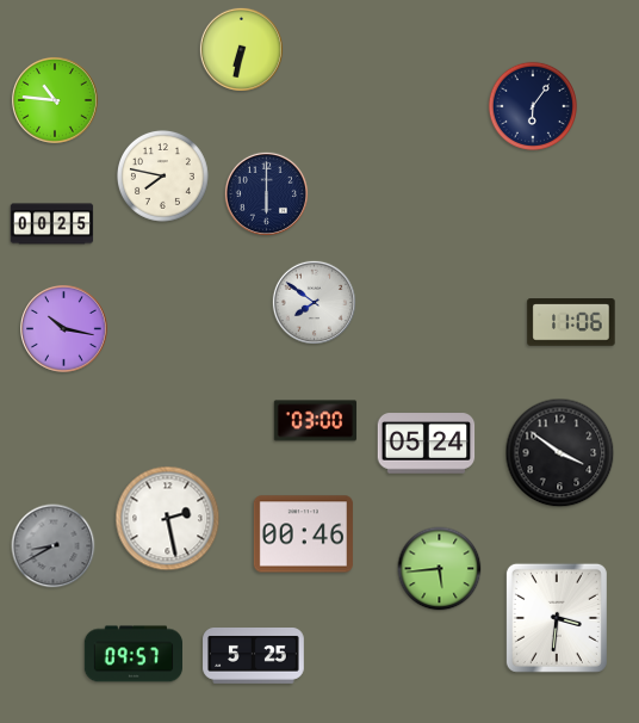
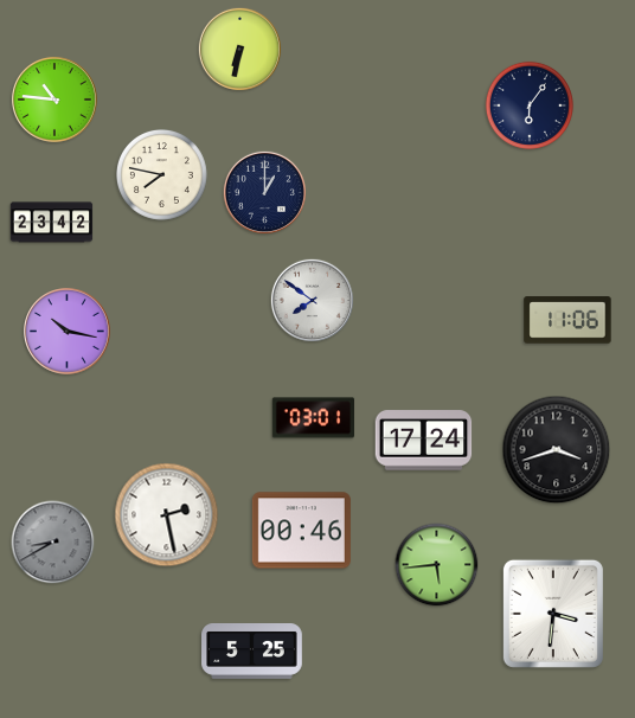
clock at (266, 193): 6:00 -> 1:00
clock at (52, 224): 00:25 -> 23:42
clock at (64, 329) position: (64, 329) -> (68, 332)
clock at (316, 421): 03:00 -> 03:01
clock at (427, 444): 05:24 -> 17:24
clock at (560, 453): 3:51 -> 3:42
clock at (132, 654): 09:57 -> none
